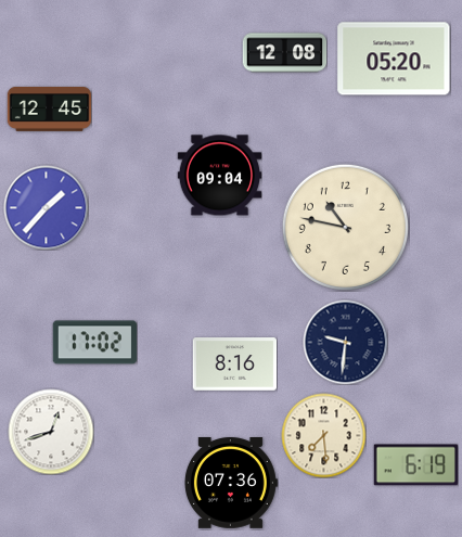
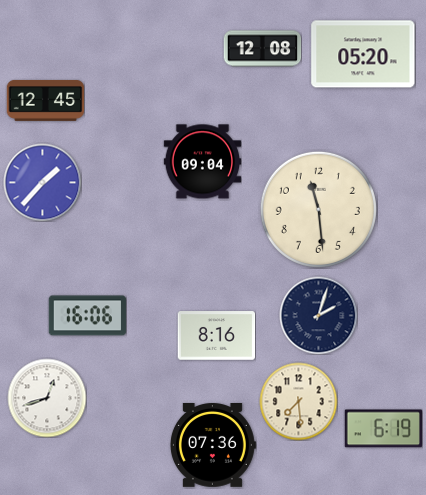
clock at (46, 207) position: (46, 207) -> (42, 182)
clock at (345, 227): 10:47 -> 11:29
clock at (345, 342): 9:31 -> 2:03
clock at (94, 343): 17:02 -> 16:06
